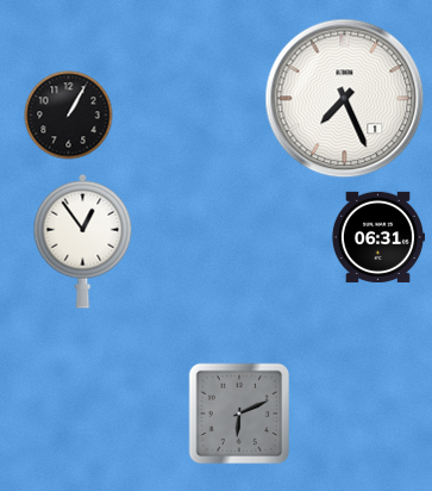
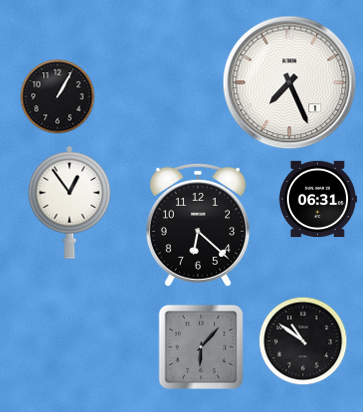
clock at (198, 225): none -> 6:22
clock at (303, 341): none -> 10:51
clock at (239, 414): 6:11 -> 6:07
